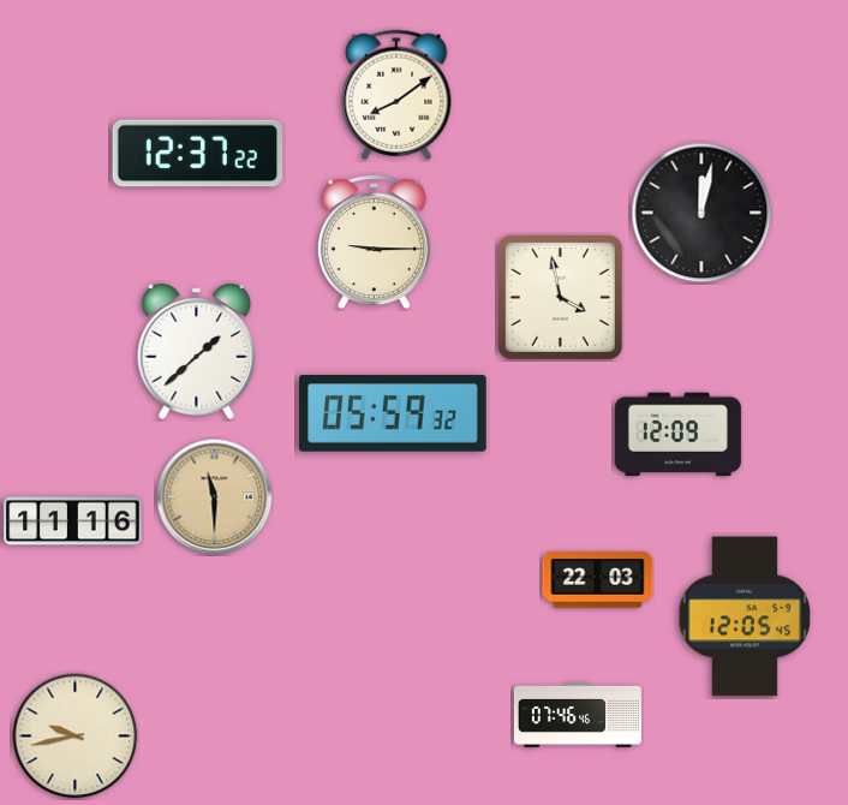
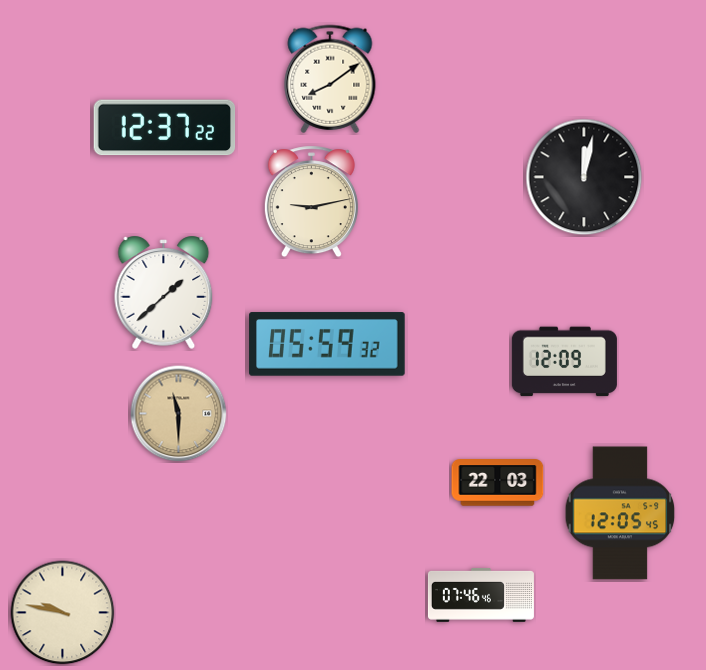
clock at (374, 243): 9:15 -> 9:13
clock at (560, 297): 3:58 -> none
clock at (73, 521): 11:16 -> none
clock at (76, 737): 9:43 -> 9:47
